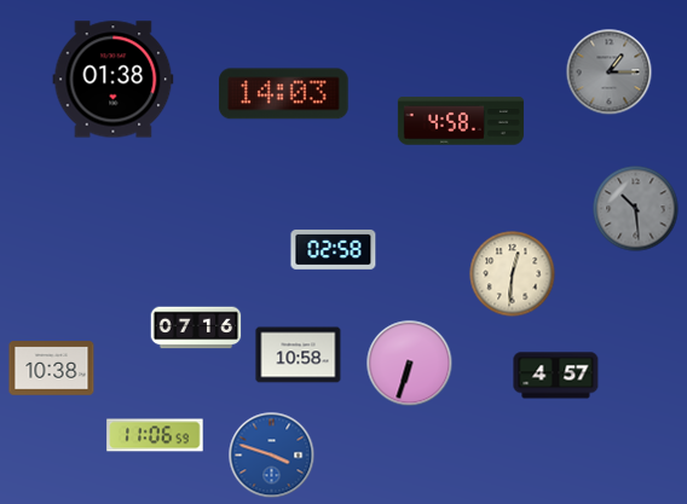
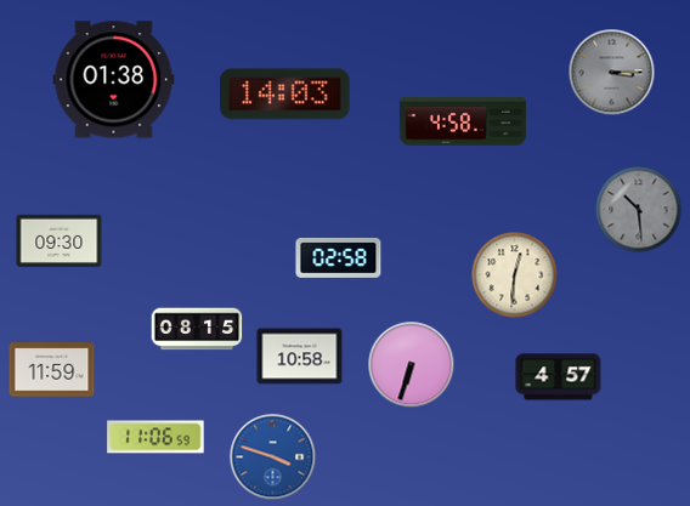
clock at (610, 73): 1:15 -> 3:15
clock at (60, 240): none -> 09:30
clock at (334, 249) position: (334, 249) -> (339, 257)
clock at (196, 328): 07:16 -> 08:15
clock at (52, 369): 10:38 -> 11:59
